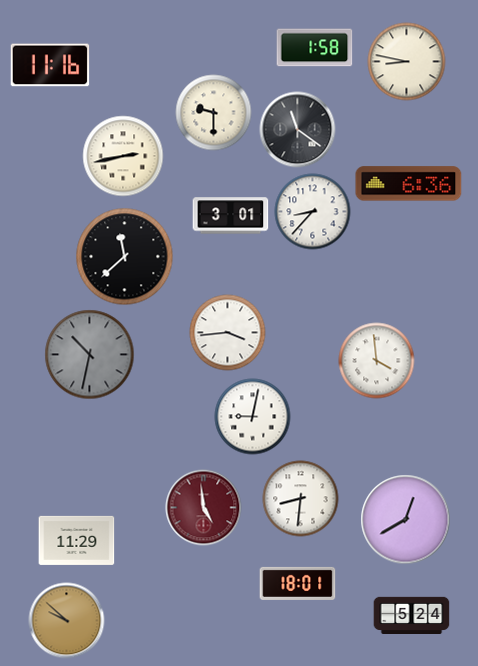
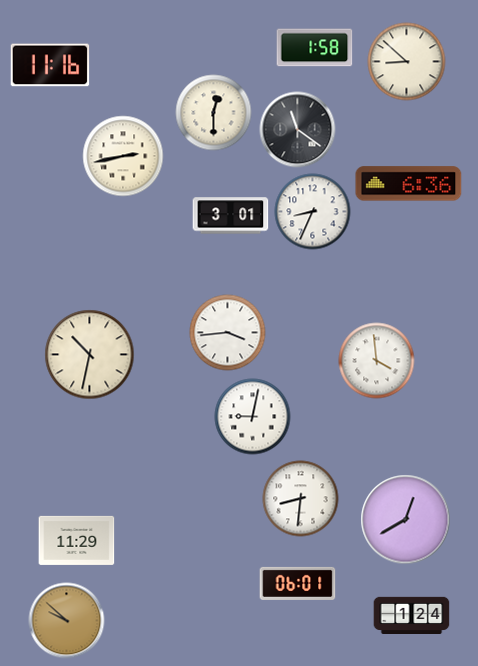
clock at (407, 62): 8:47 -> 8:52
clock at (214, 113): 9:30 -> 12:30
clock at (313, 212): 8:37 -> 8:34
clock at (125, 257): 11:38 -> none
clock at (90, 355) dial: grey -> cream
clock at (204, 508): 4:59 -> none
clock at (298, 583): 18:01 -> 06:01
clock at (412, 615): 5:24 -> 1:24
